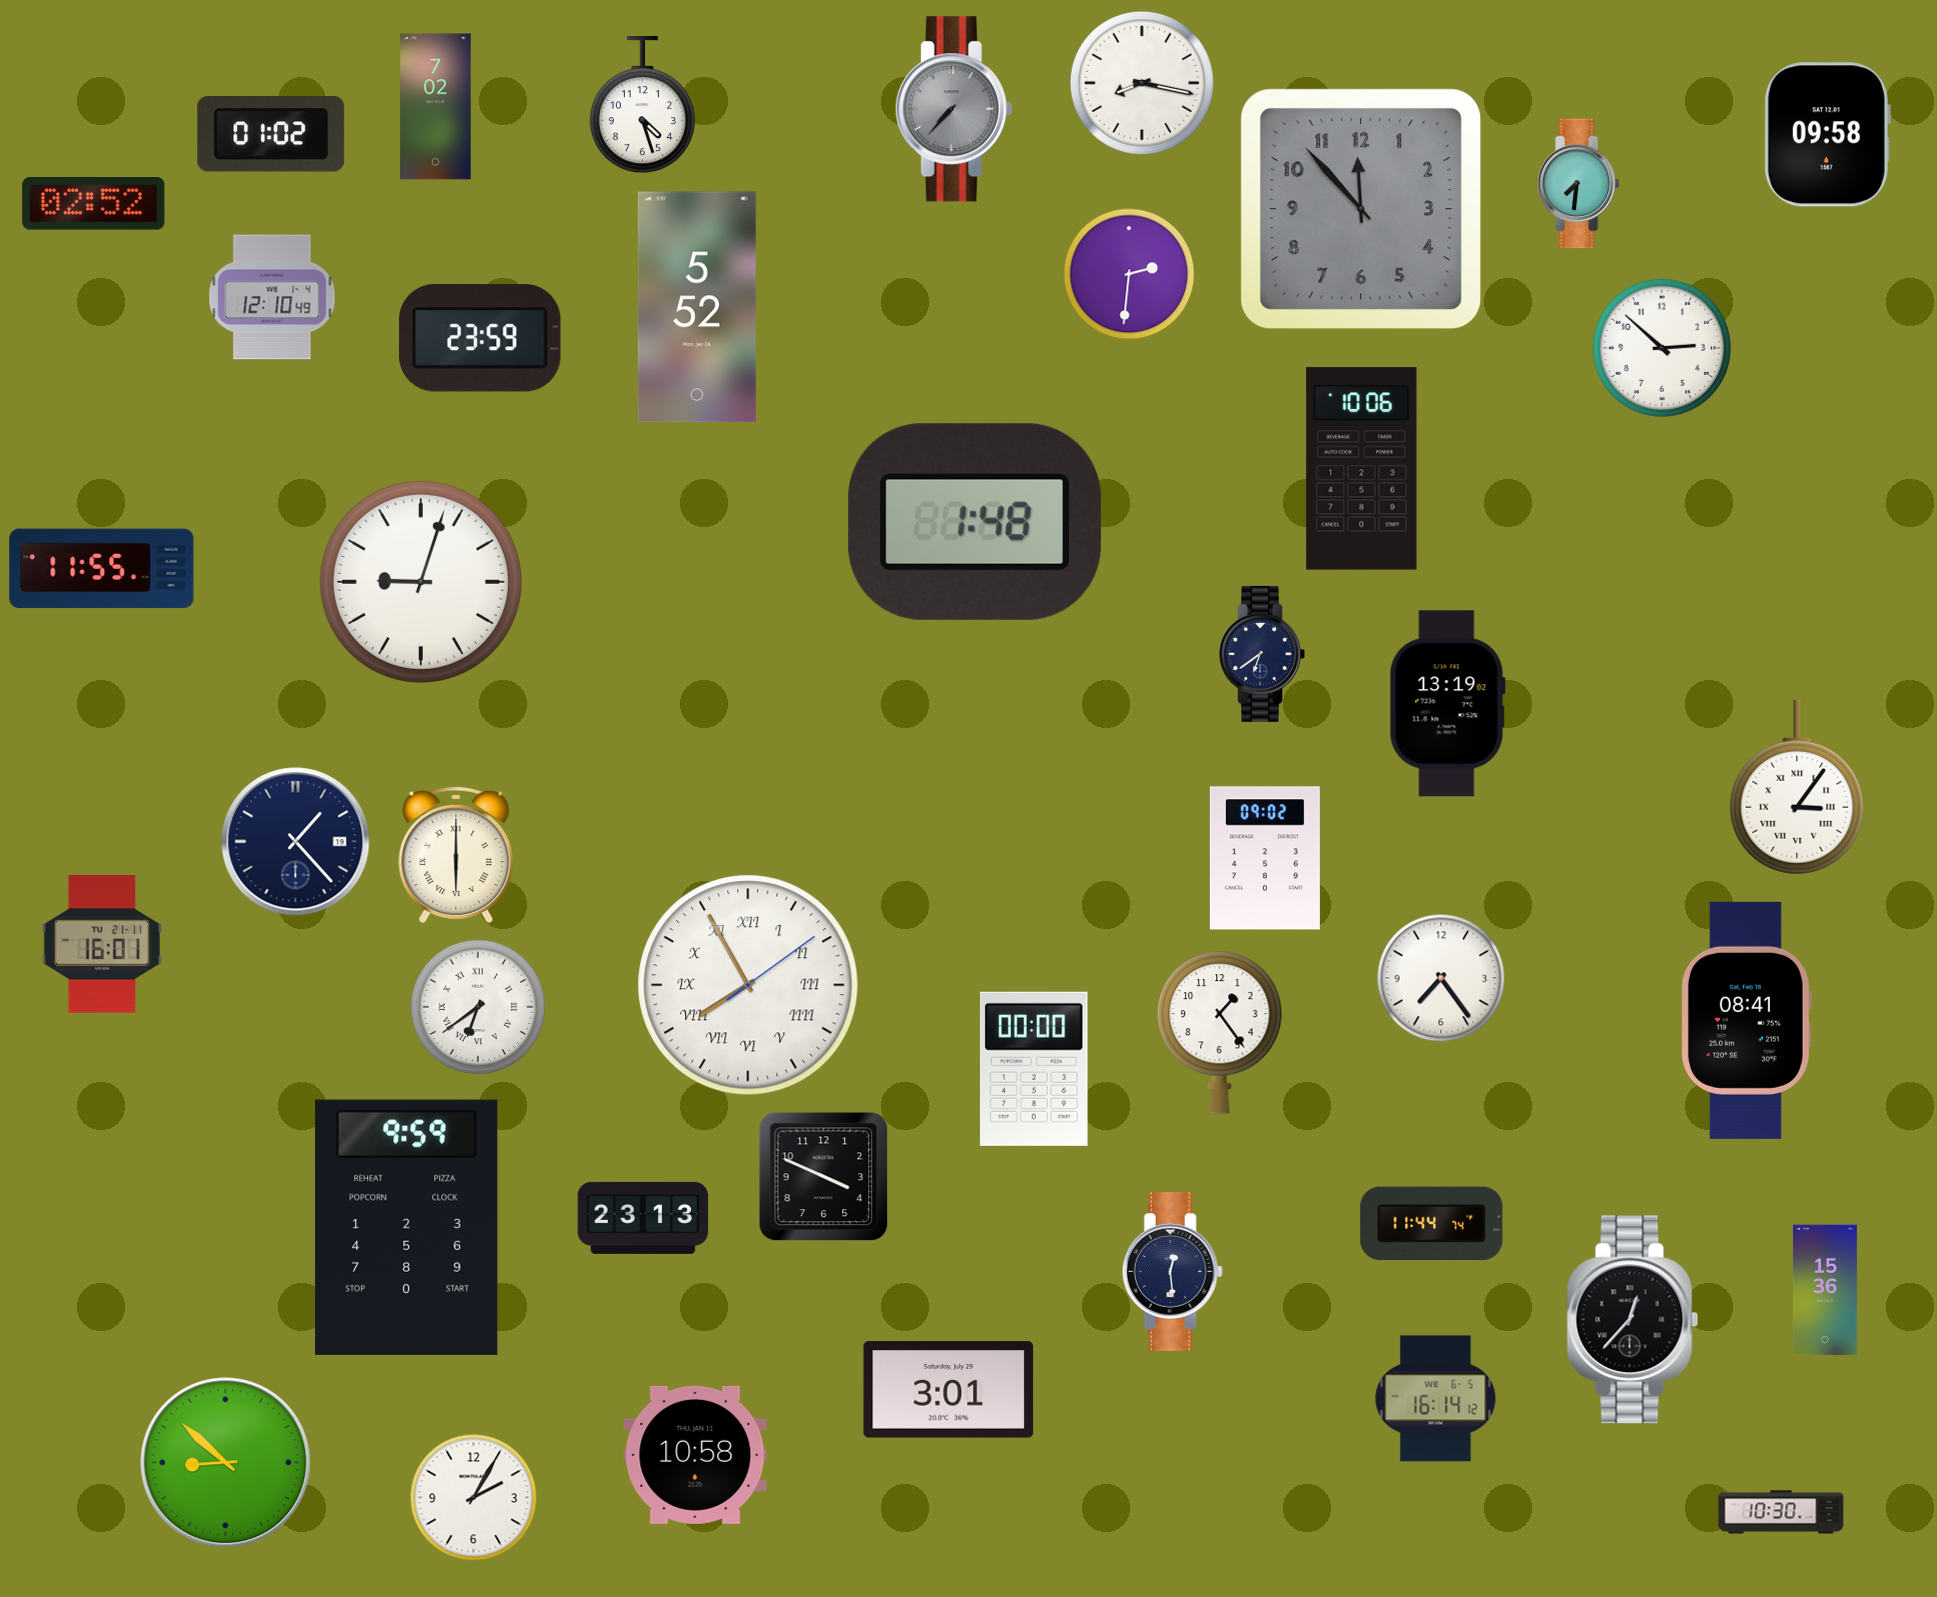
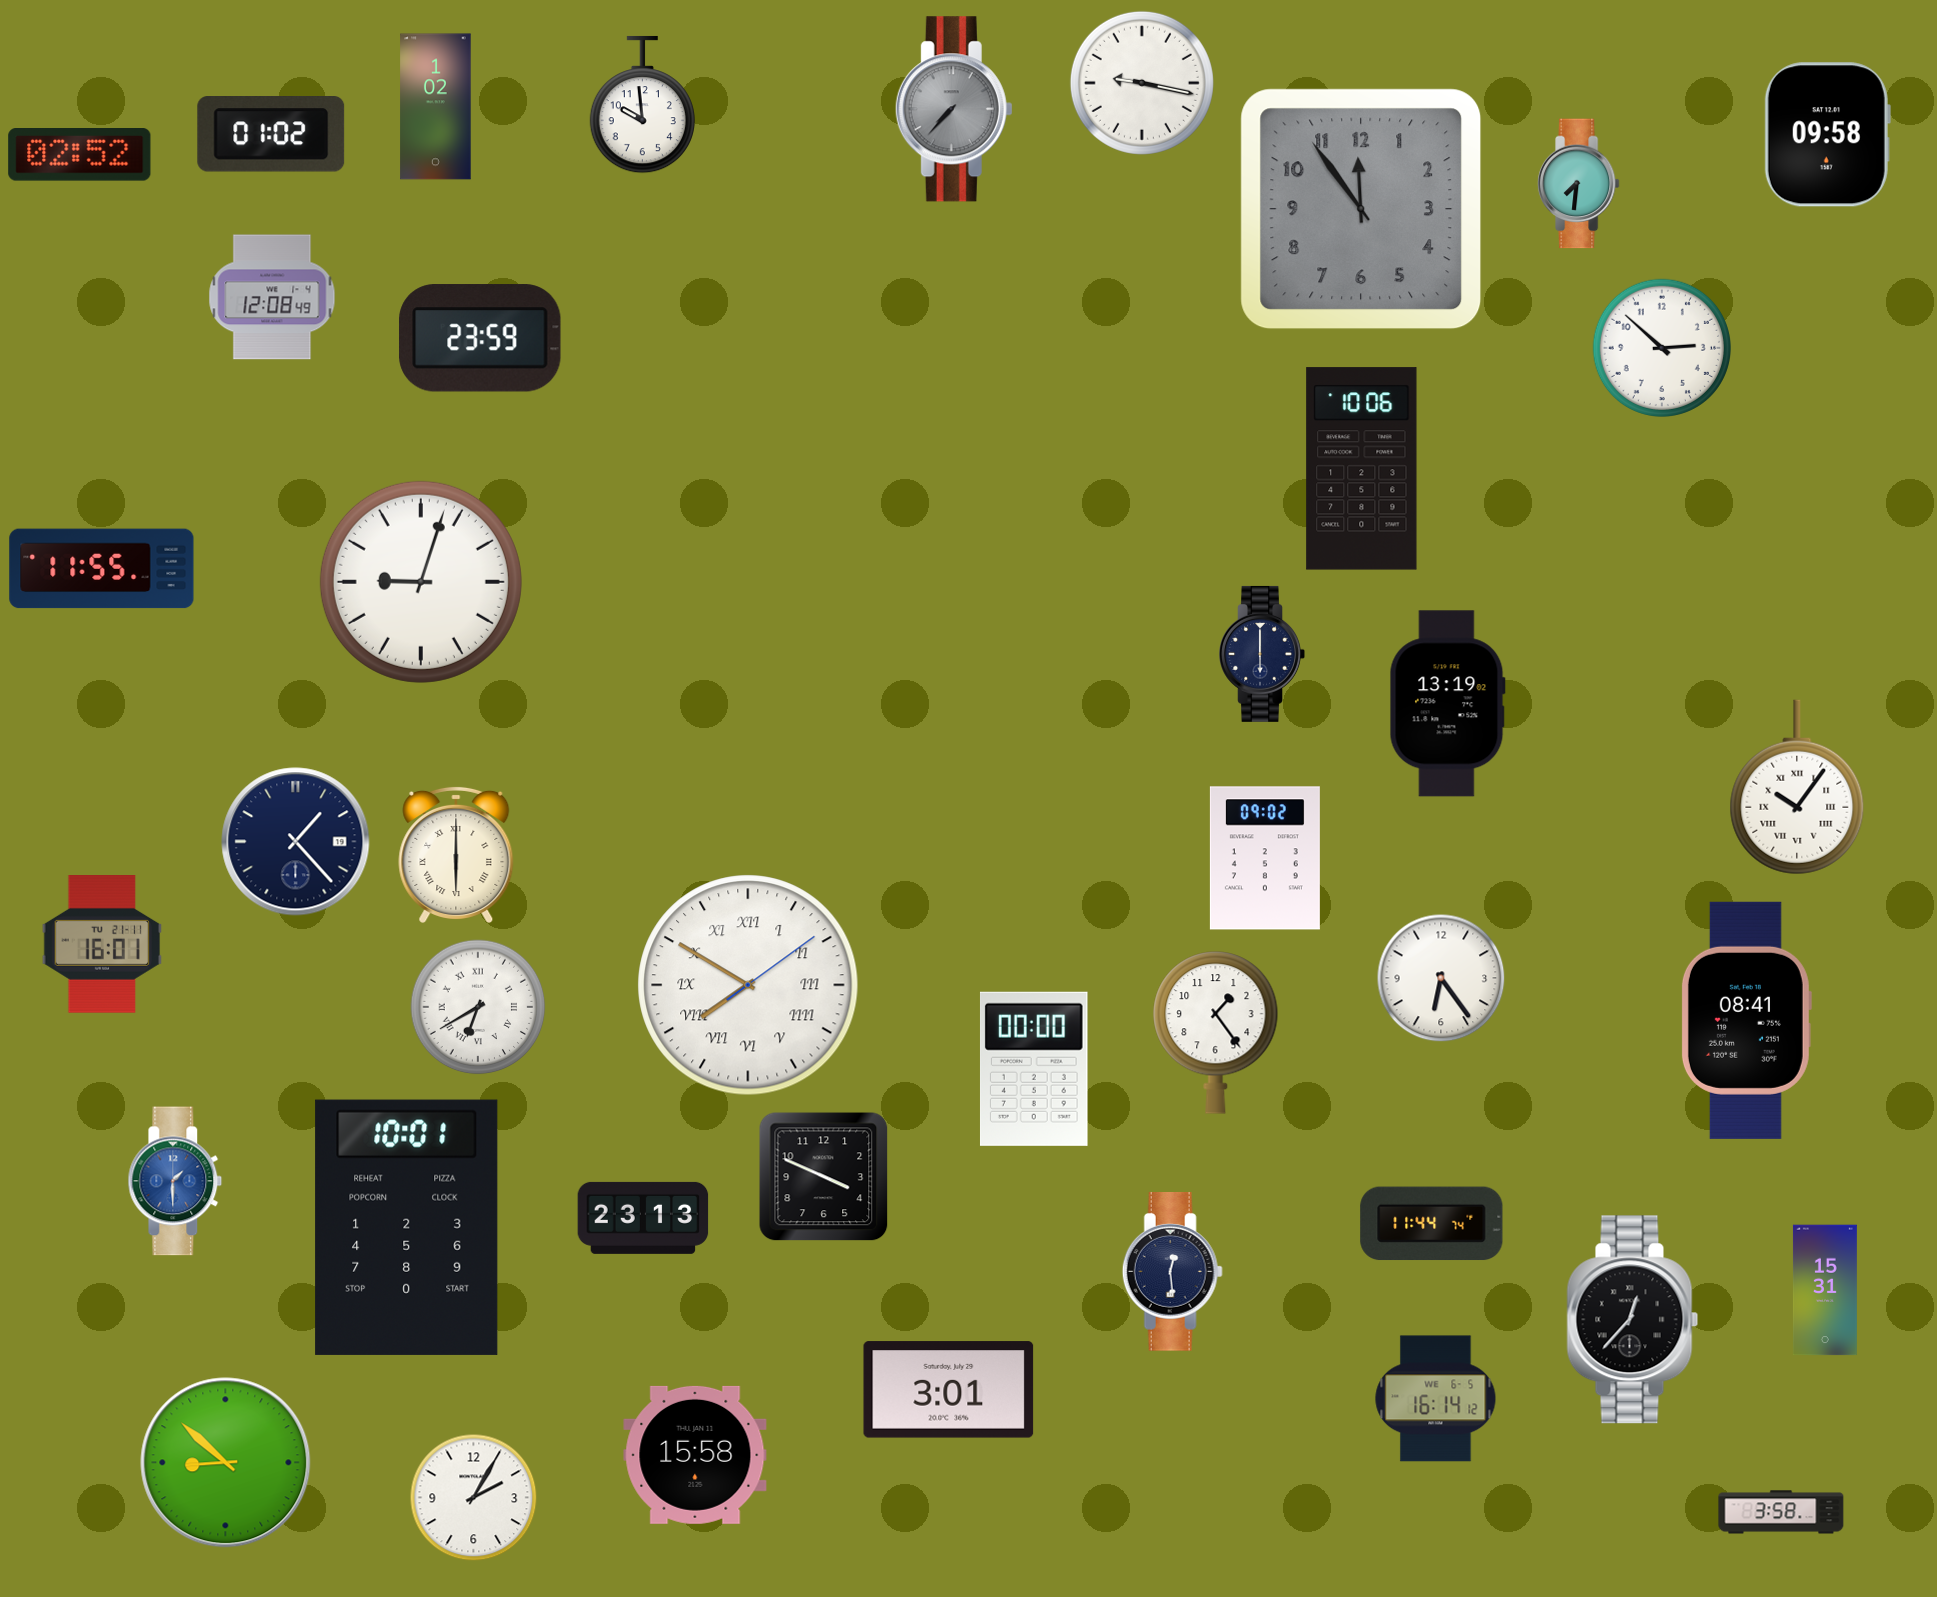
clock at (1142, 83): 8:17 -> 9:17
clock at (642, 105): 4:27 -> 9:59
clock at (436, 107): 7:02 -> 1:02
clock at (94, 204) position: (94, 204) -> (80, 155)
clock at (1361, 209): 11:53 -> 11:54
clock at (1129, 274): 2:31 -> none
clock at (272, 297): 12:10 -> 12:08
clock at (697, 307): 5:52 -> none
clock at (975, 522): 1:48 -> none
clock at (1262, 654): 6:39 -> 6:00
clock at (1797, 787): 3:06 -> 10:06
clock at (1441, 978): 7:24 -> 6:24
clock at (748, 985): 7:55 -> 7:50
clock at (478, 1007): 6:39 -> 6:40
clock at (1220, 1033) position: (1220, 1033) -> (1216, 1033)
clock at (175, 1181): none -> 1:30
clock at (407, 1227): 9:59 -> 10:01
clock at (1825, 1290): 15:36 -> 15:31
clock at (695, 1455): 10:58 -> 15:58
clock at (1781, 1512): 10:30 -> 3:58
